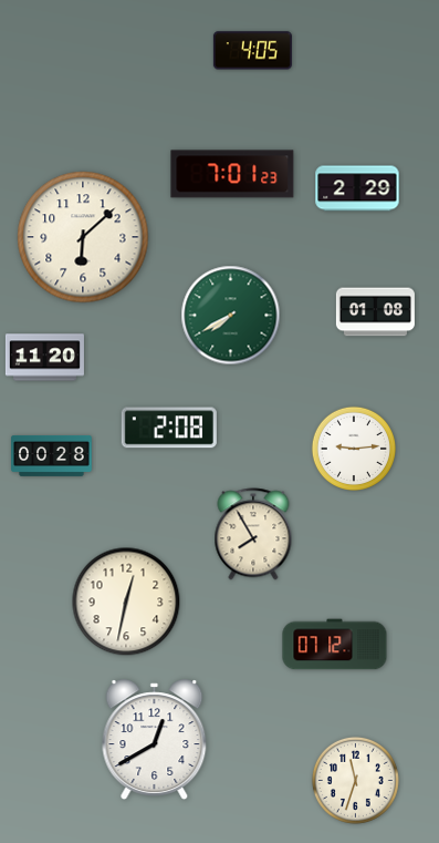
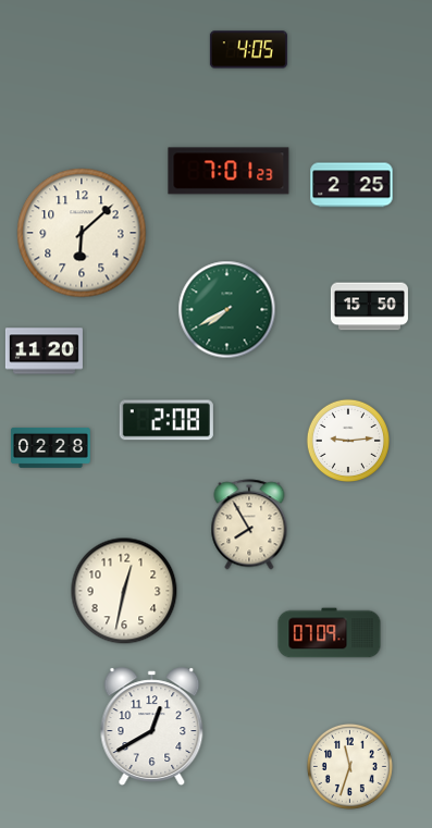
clock at (357, 188): 2:29 -> 2:25
clock at (375, 312): 01:08 -> 15:50
clock at (52, 456): 00:28 -> 02:28
clock at (335, 645): 07:12 -> 07:09
